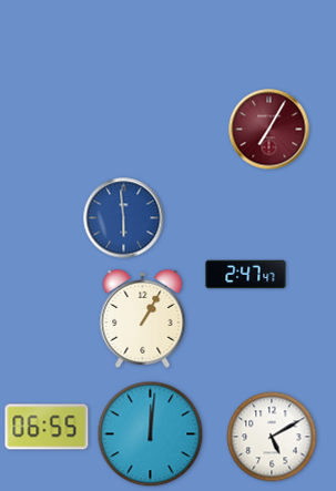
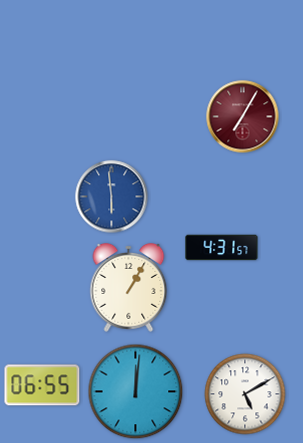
clock at (246, 275): 2:47 -> 4:31
